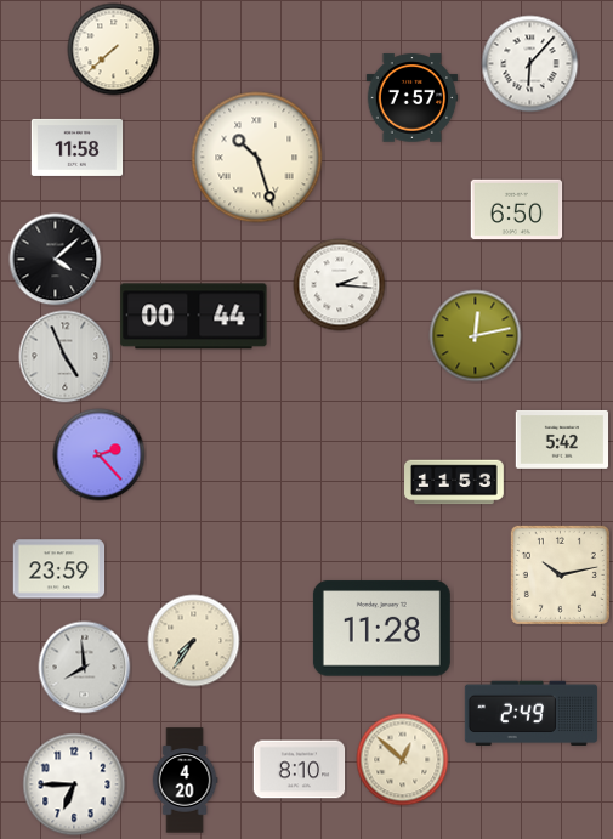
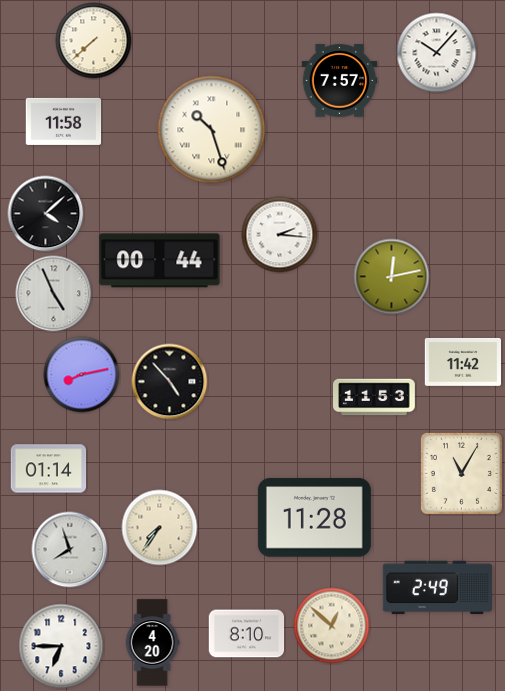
clock at (530, 64): 6:07 -> 10:07
clock at (517, 209): 6:50 -> none
clock at (562, 440): 5:42 -> 11:42
clock at (100, 455): 2:23 -> 8:13
clock at (170, 382): none -> 4:53
clock at (59, 569): 23:59 -> 01:14
clock at (560, 574): 10:13 -> 11:05
clock at (85, 668): 7:59 -> 7:57
